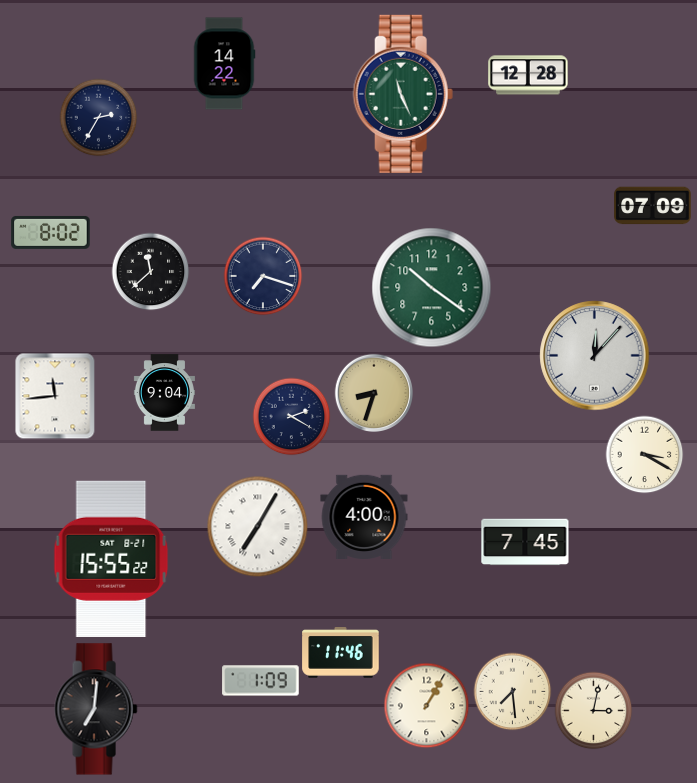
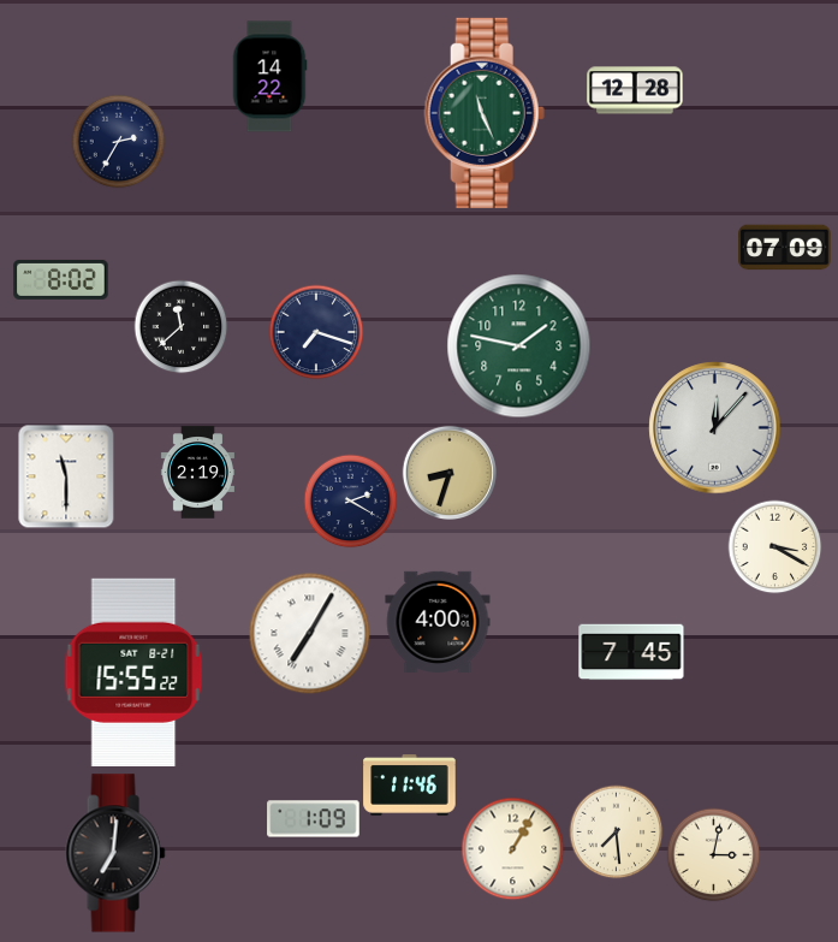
clock at (432, 288): 10:21 -> 1:47
clock at (164, 393): 9:04 -> 2:19
clock at (55, 396): 11:44 -> 11:30
